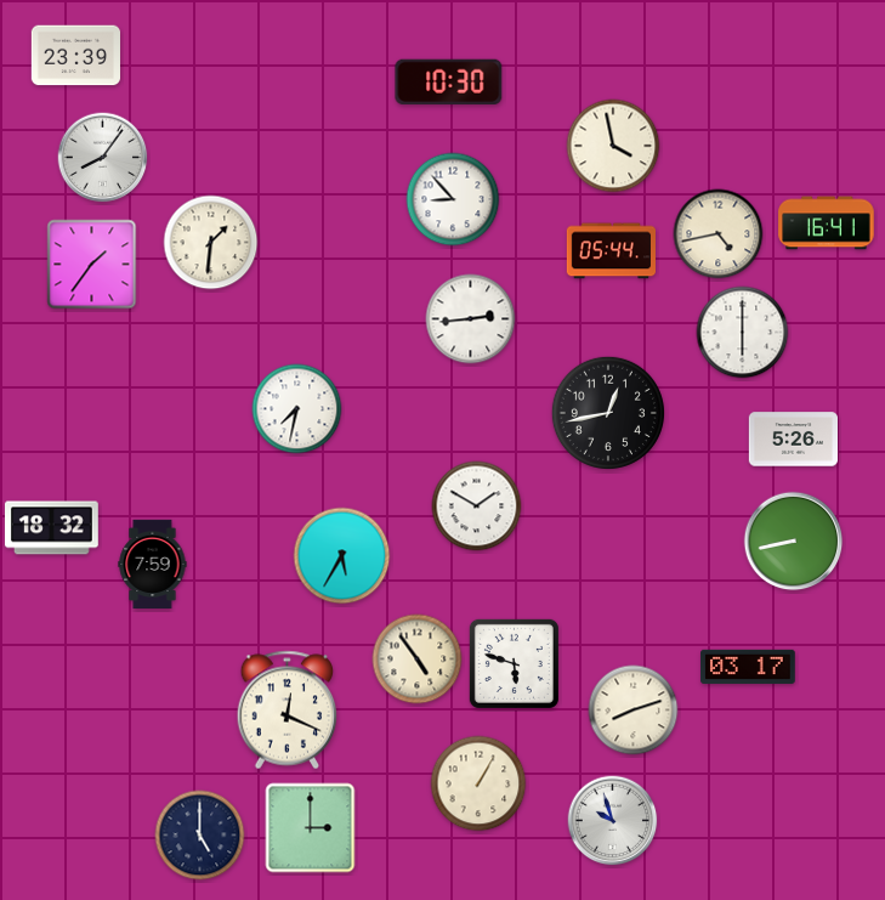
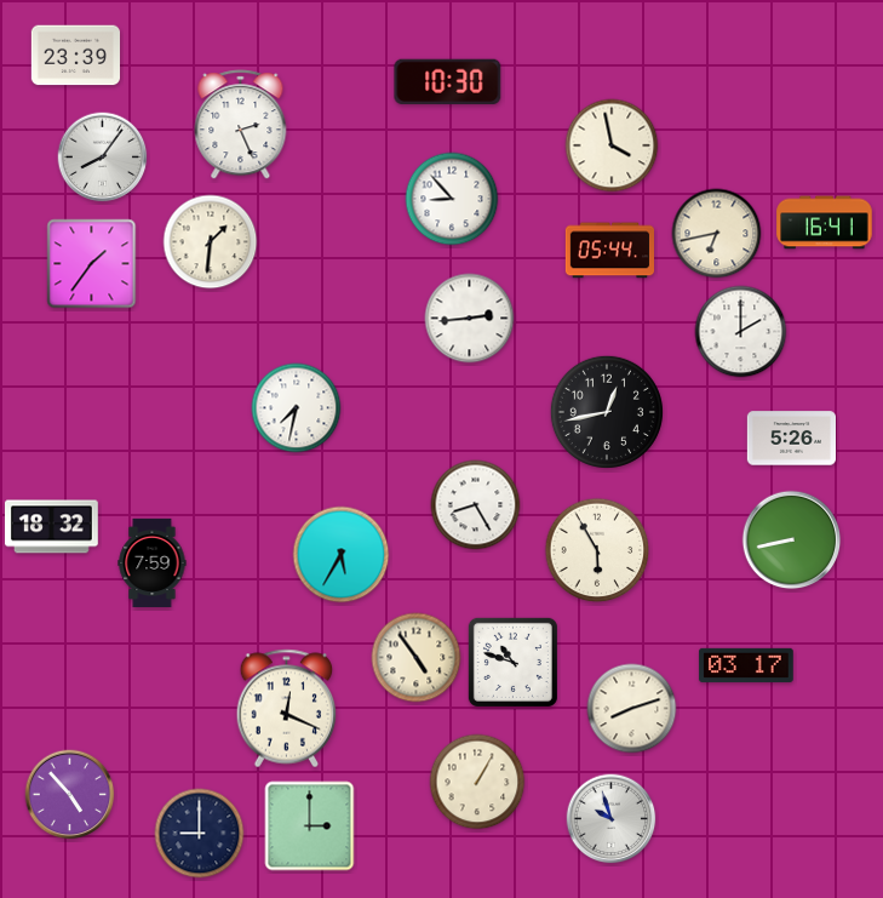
clock at (241, 125): none -> 2:26
clock at (719, 234): 4:43 -> 6:43
clock at (743, 333): 6:00 -> 2:00
clock at (477, 506): 1:50 -> 8:25
clock at (597, 550): none -> 5:55
clock at (514, 663): 5:48 -> 10:48
clock at (70, 795): none -> 4:53
clock at (200, 836): 5:00 -> 9:00
